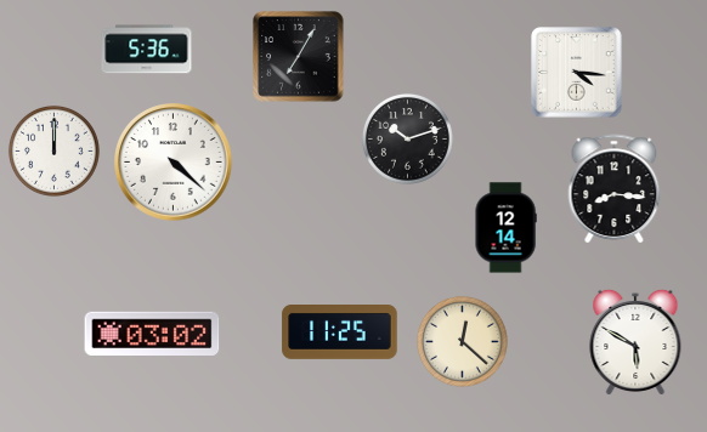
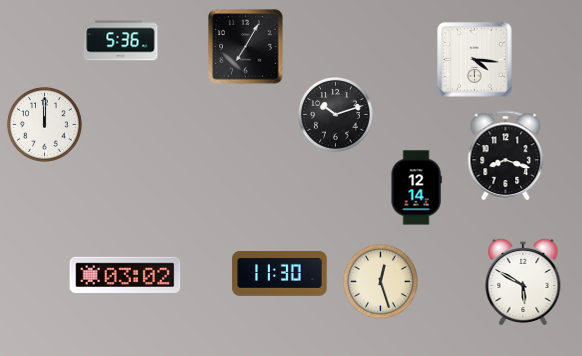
clock at (174, 163): 4:22 -> none
clock at (615, 188): 8:16 -> 8:18
clock at (340, 332): 11:25 -> 11:30
clock at (462, 341): 12:22 -> 12:27
